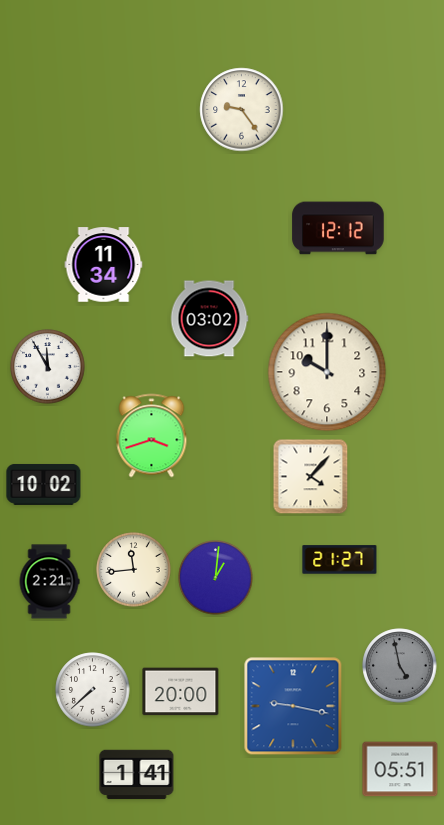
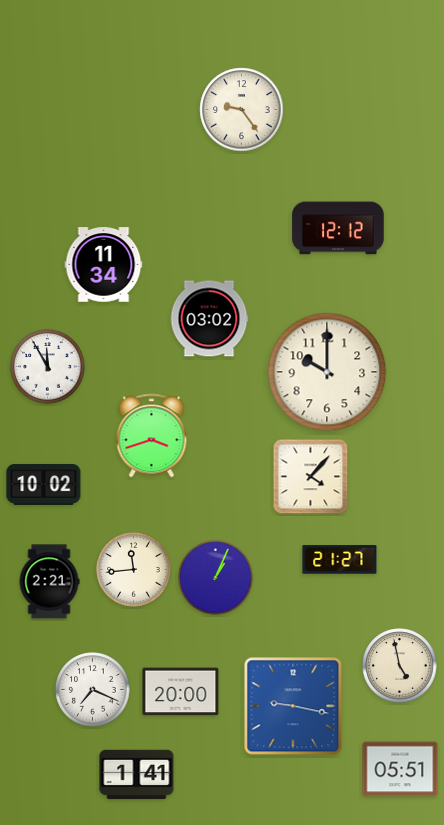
clock at (216, 578): 1:01 -> 1:04
clock at (400, 666) dial: grey -> cream
clock at (93, 690): 7:38 -> 7:19
